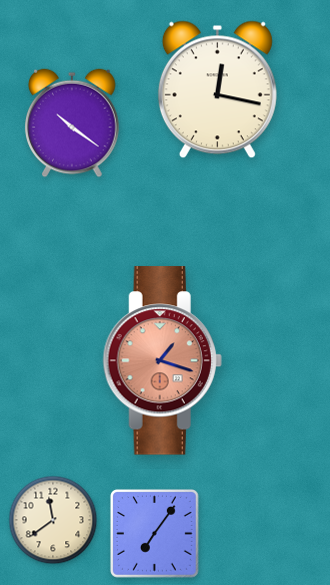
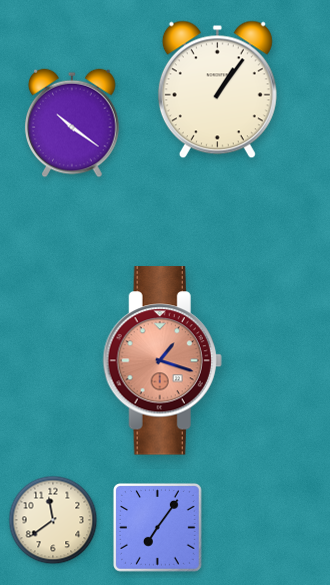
clock at (217, 90): 12:17 -> 1:06
clock at (154, 533) position: (154, 533) -> (157, 527)
